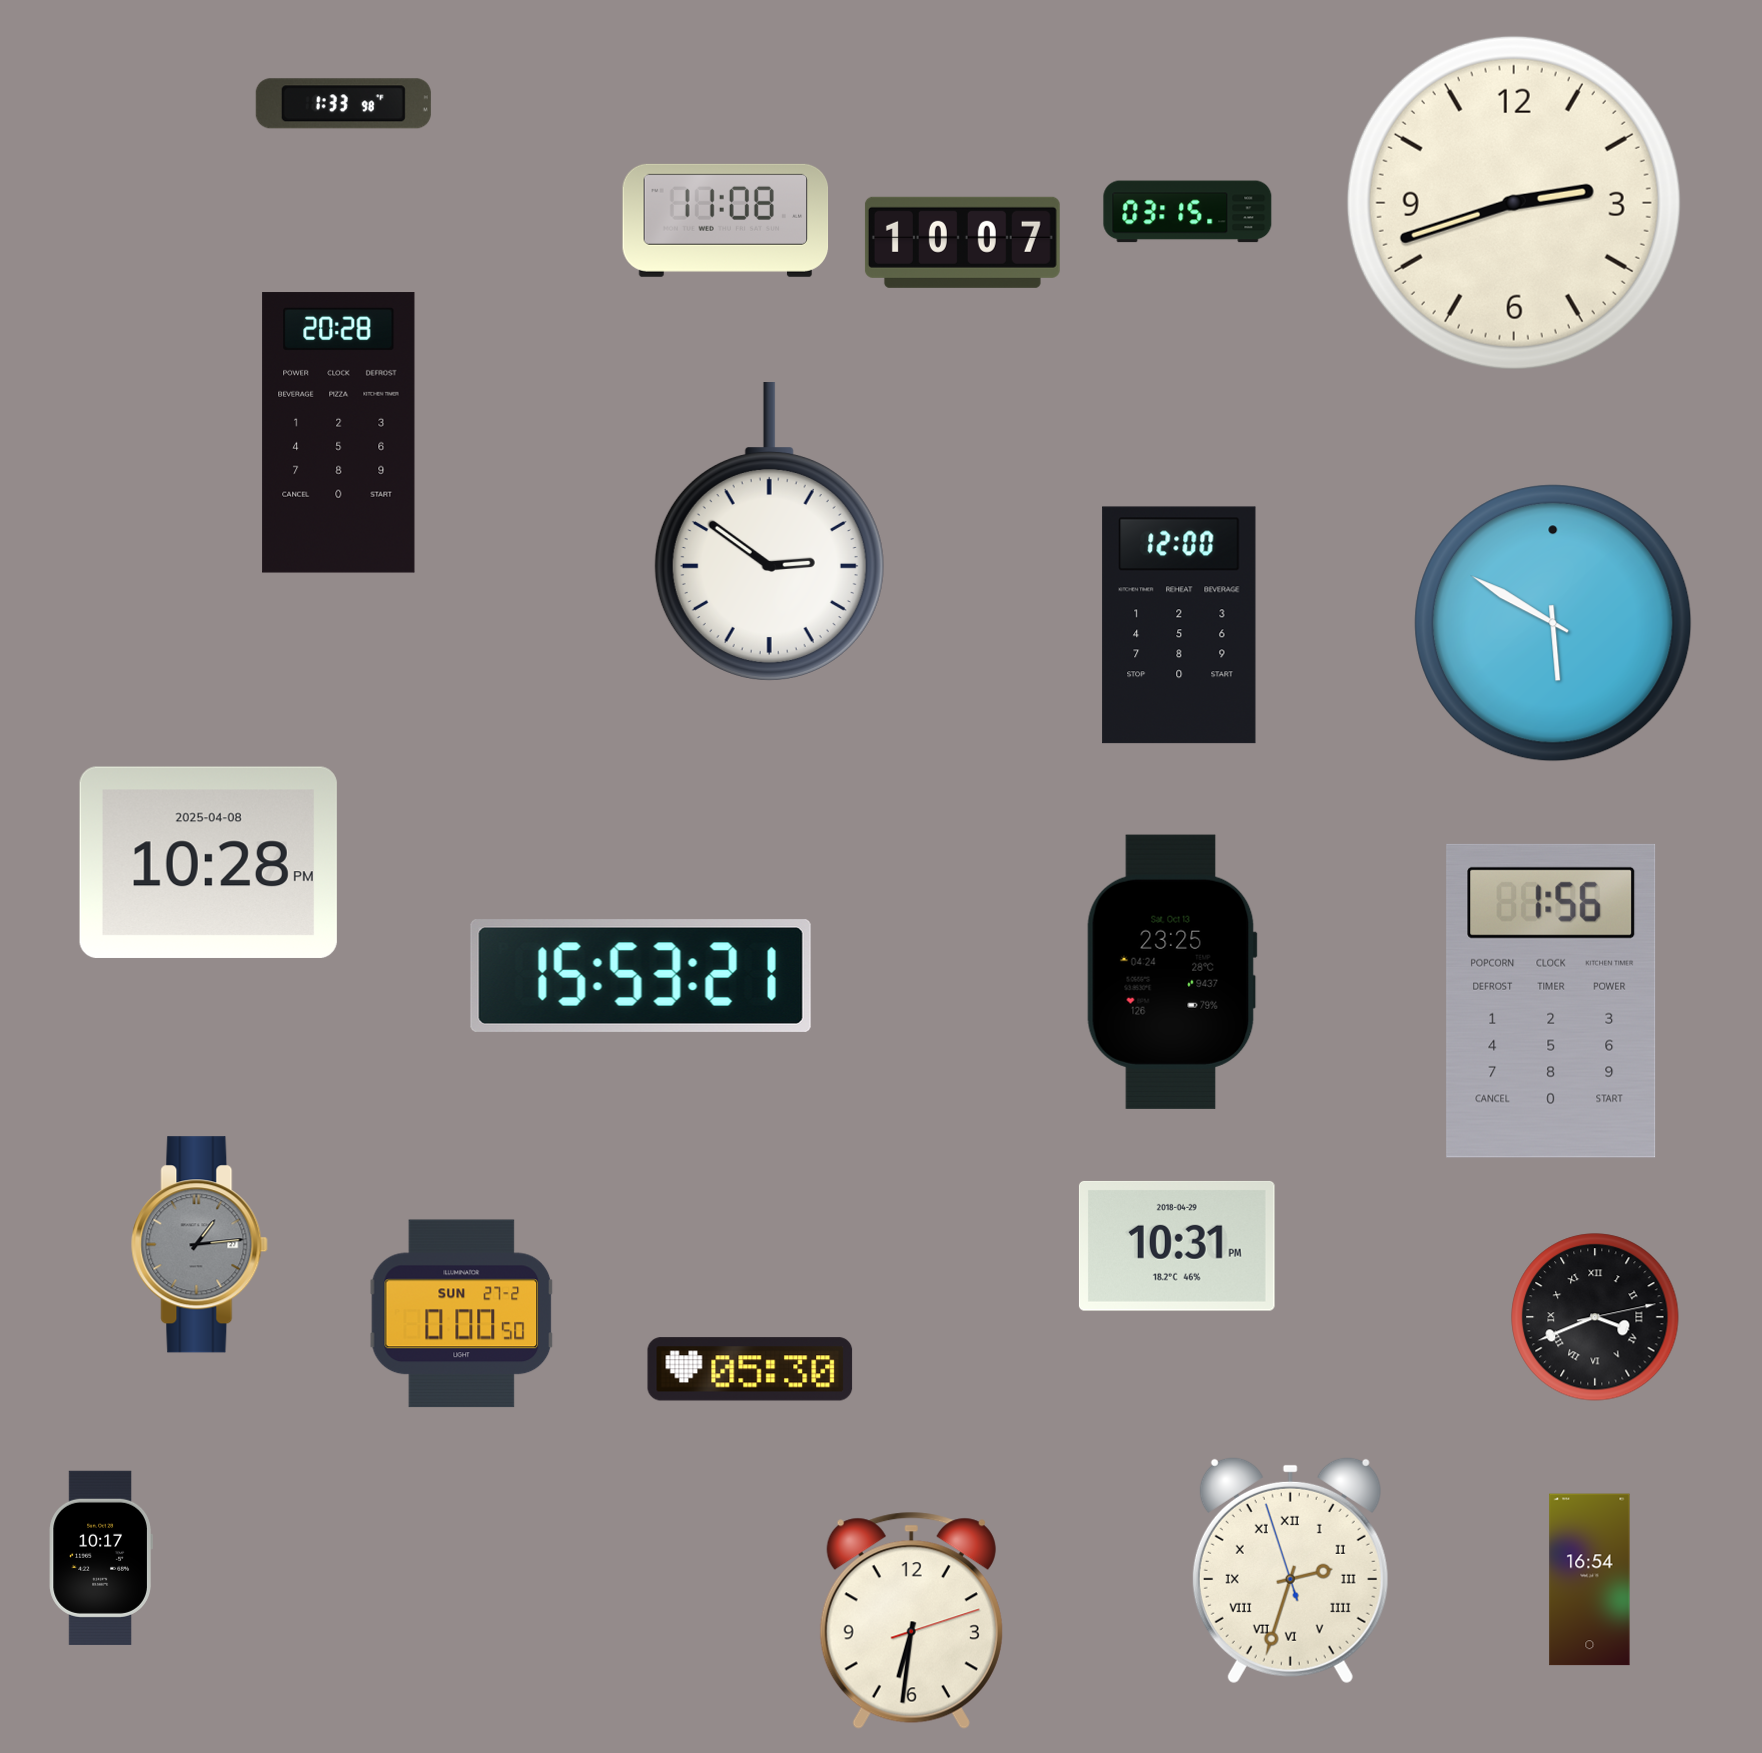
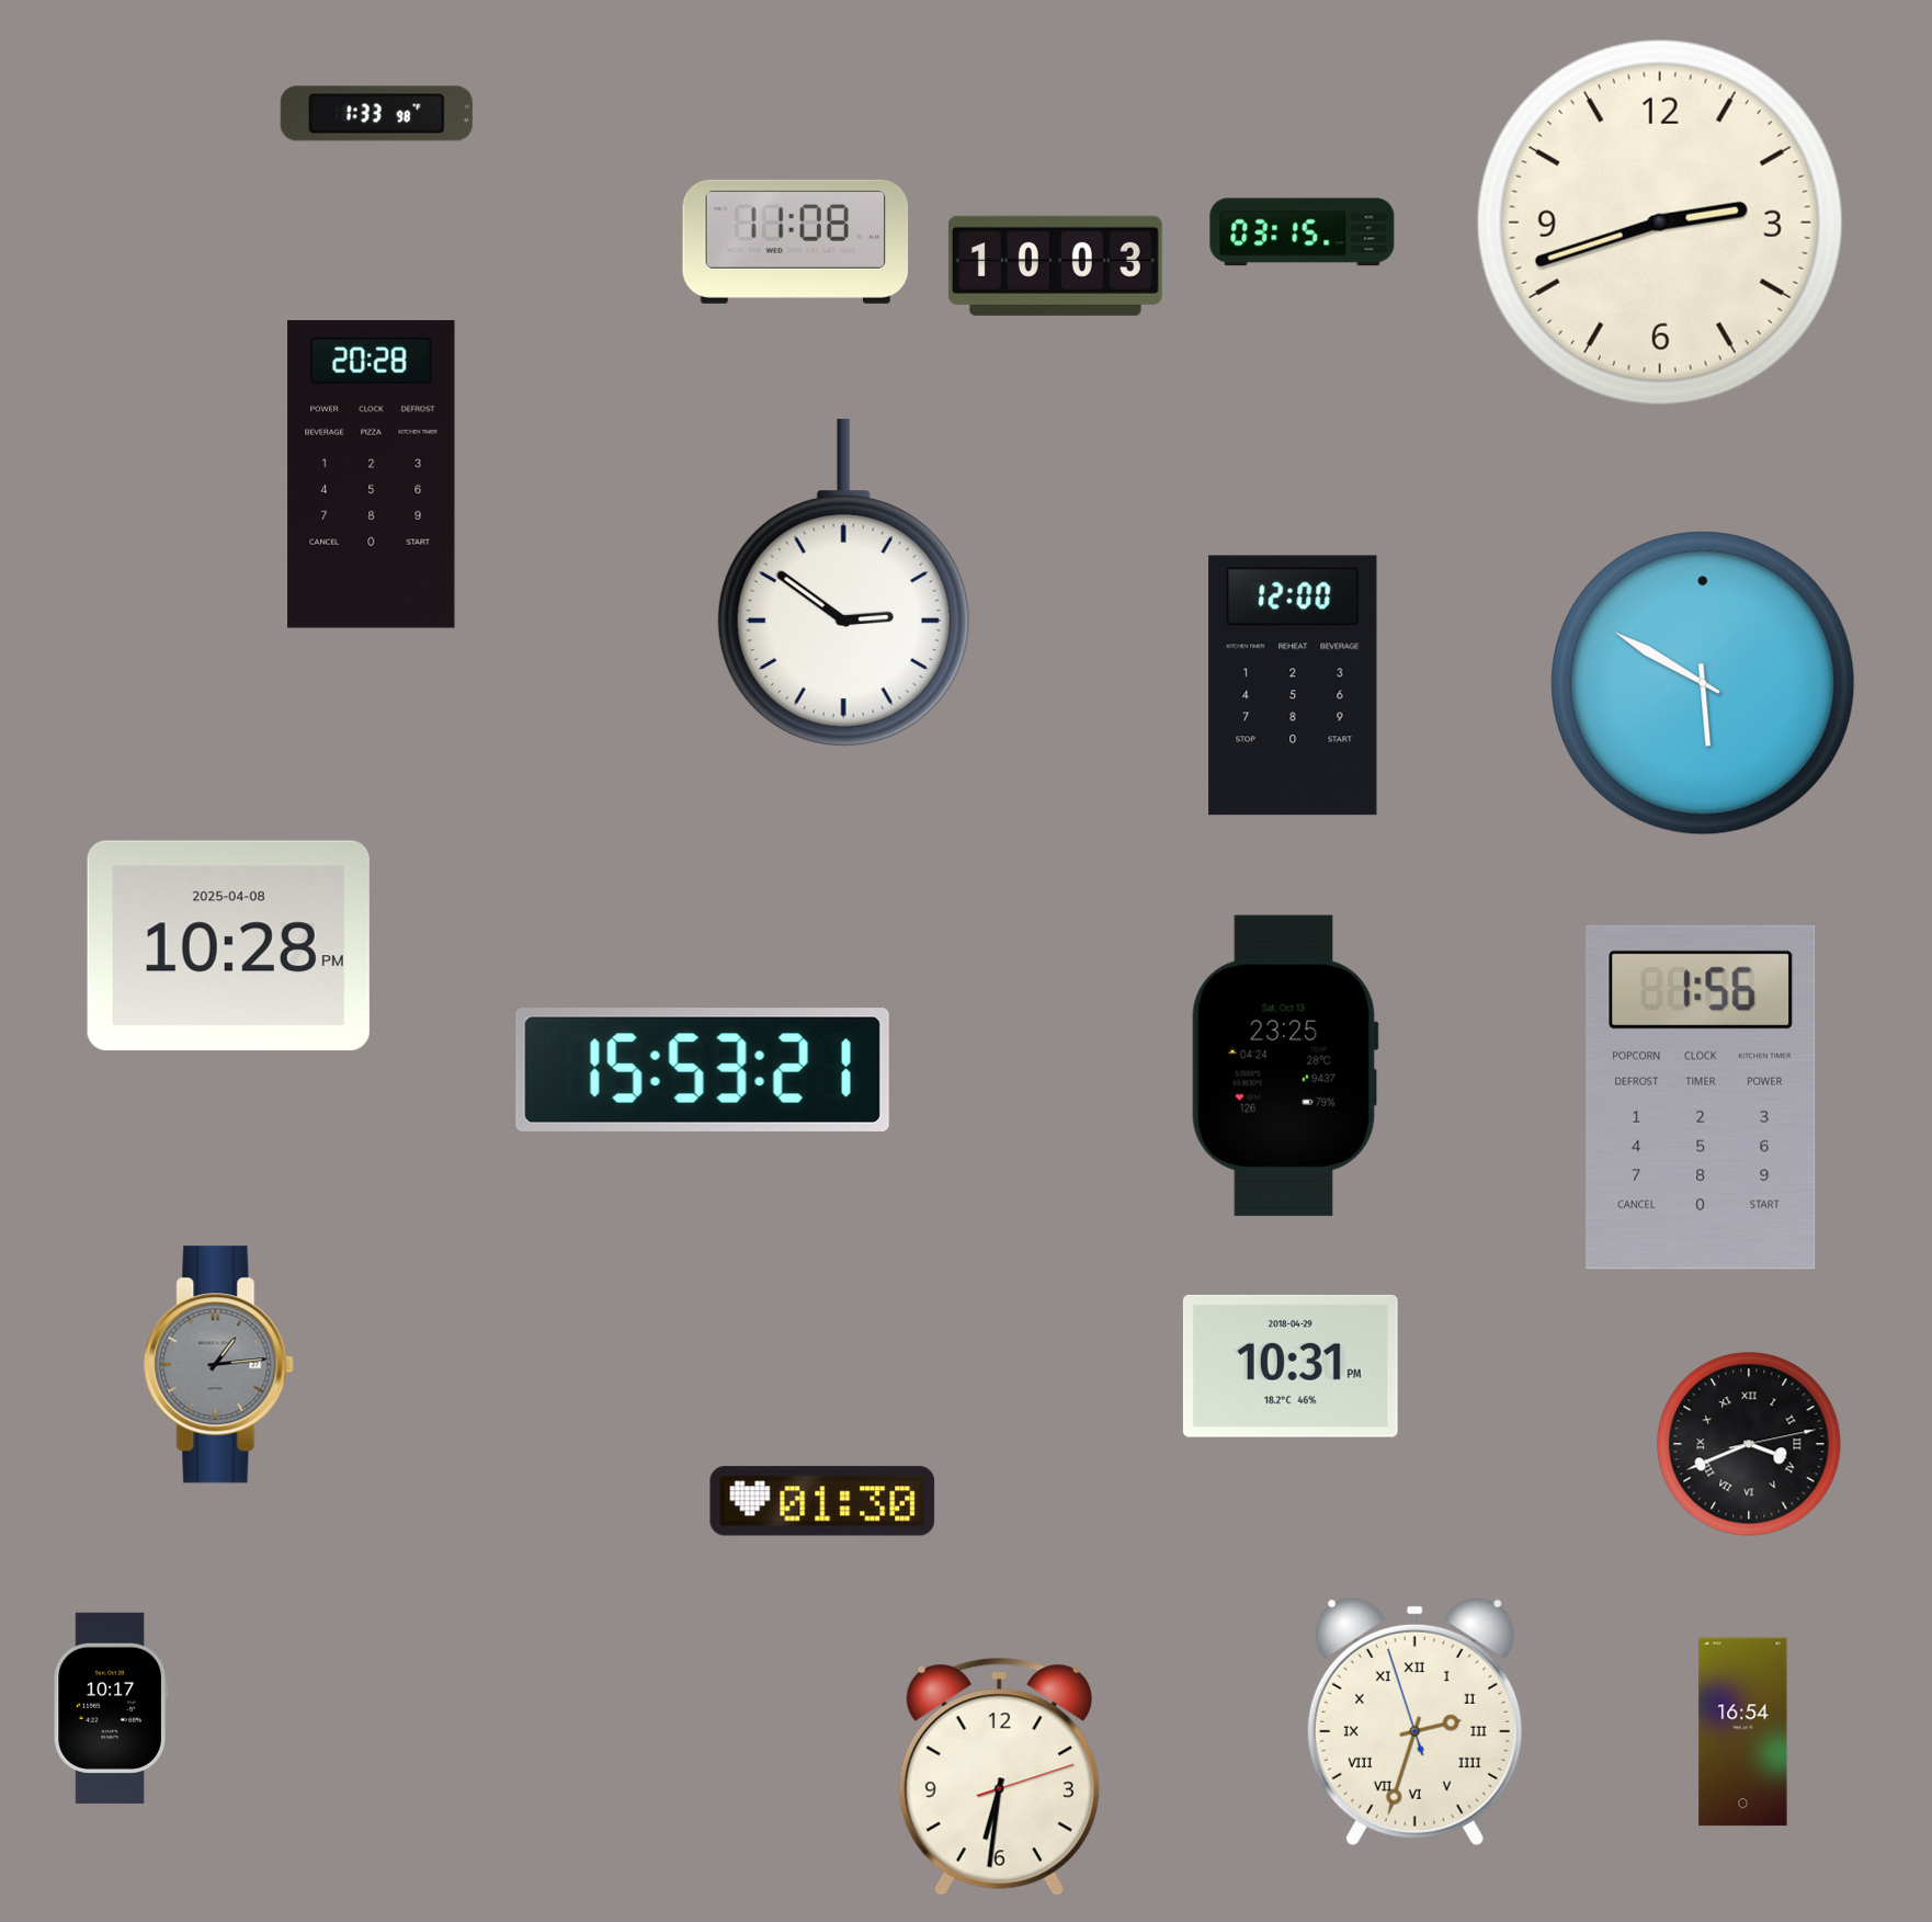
clock at (962, 242): 10:07 -> 10:03
clock at (462, 1314): 0:00 -> none
clock at (750, 1369): 05:30 -> 01:30
